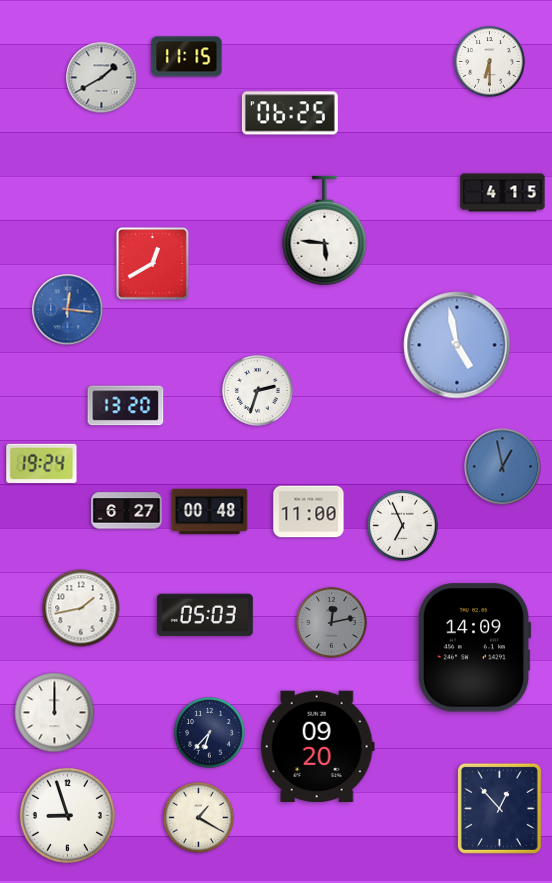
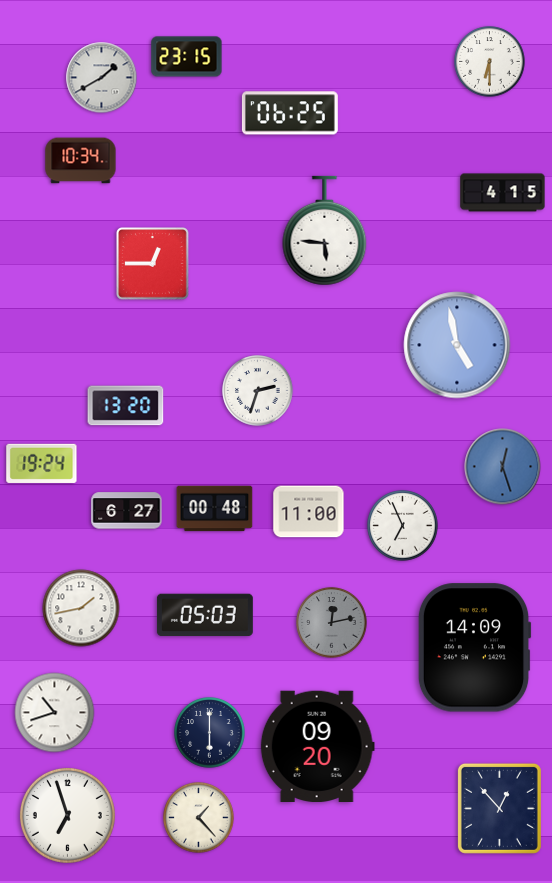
clock at (187, 57): 11:15 -> 23:15
clock at (81, 161): none -> 10:34
clock at (153, 264): 12:40 -> 12:45
clock at (68, 310): 12:16 -> none
clock at (503, 467): 12:58 -> 12:27
clock at (210, 512) position: (210, 512) -> (215, 509)
clock at (55, 713): 12:00 -> 10:42
clock at (210, 733): 6:37 -> 6:00
clock at (67, 815): 8:57 -> 6:57
clock at (199, 818): 1:20 -> 1:23
